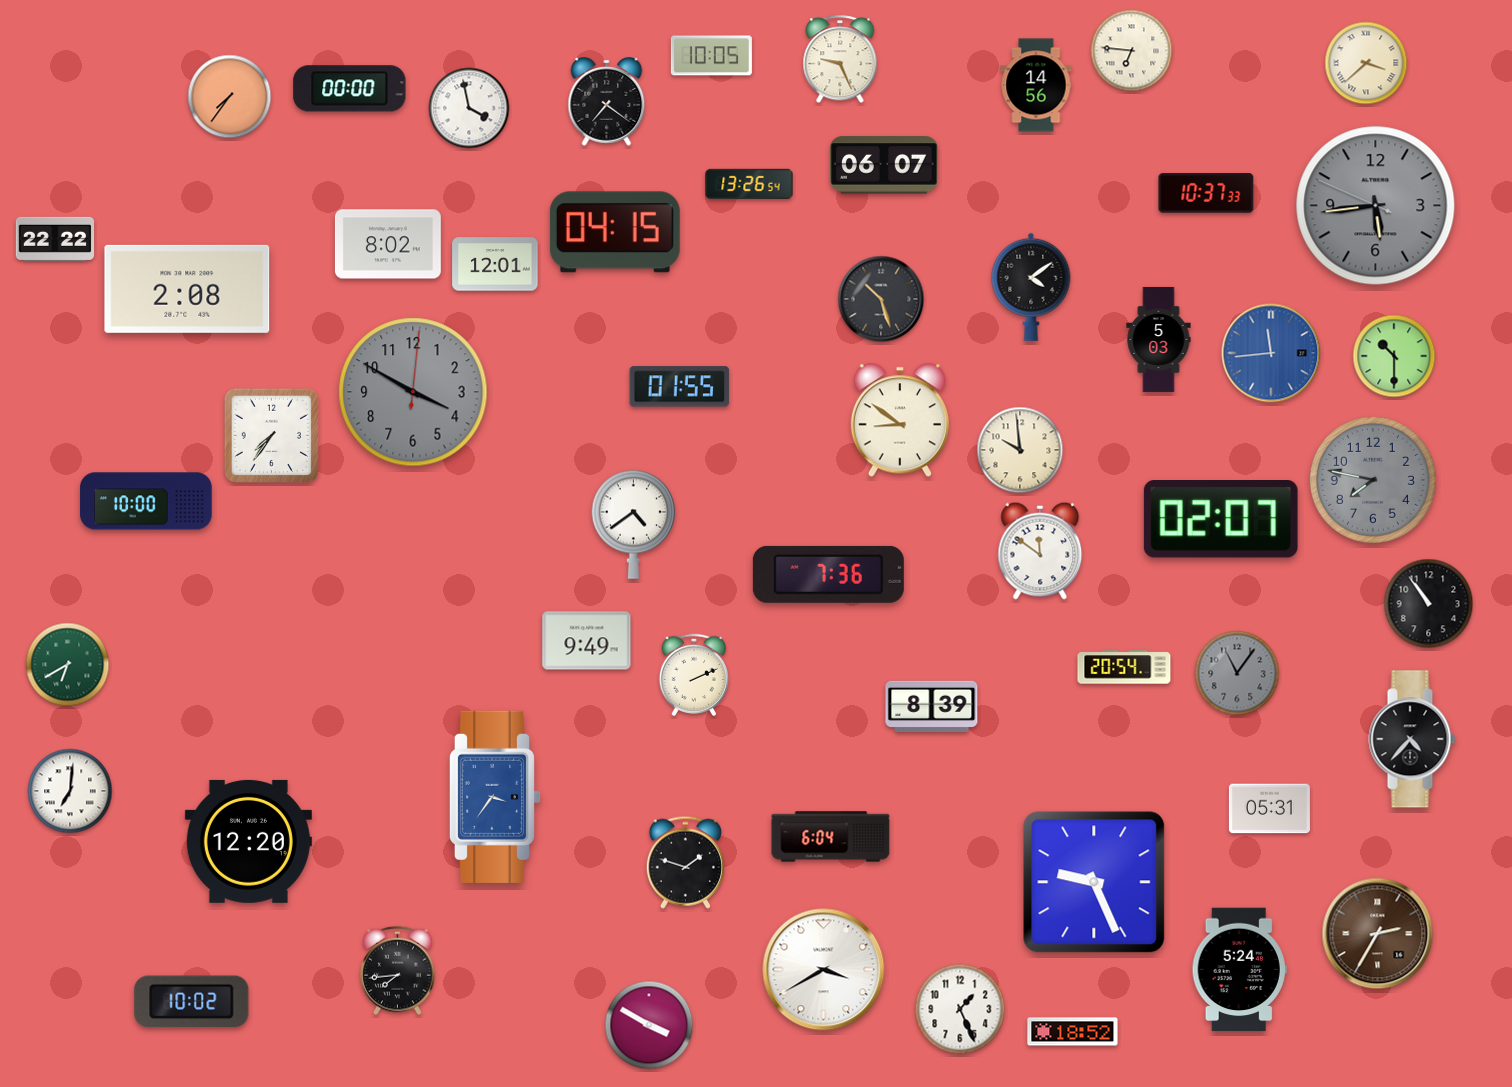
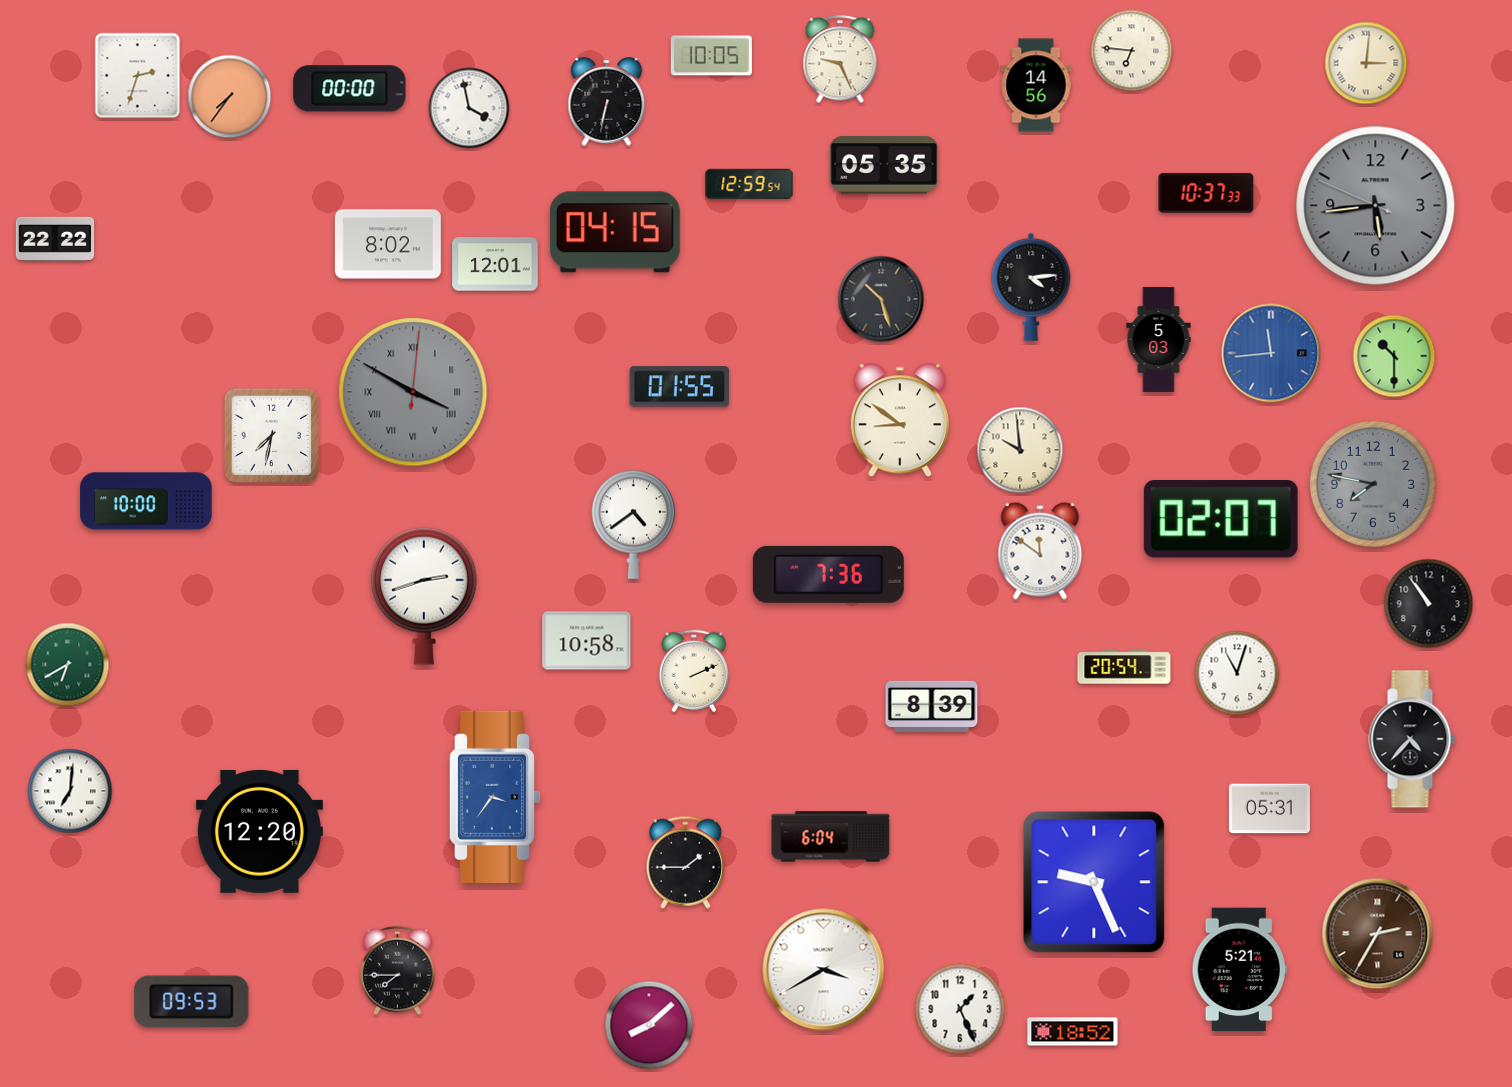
clock at (1366, 63): 3:38 -> 3:01
clock at (138, 76): none -> 2:33
clock at (607, 102): 7:21 -> 6:32
clock at (884, 165): 06:07 -> 05:35
clock at (749, 184): 13:26 -> 12:59
clock at (1031, 287): 4:09 -> 4:14
clock at (187, 289): 2:08 -> none
clock at (413, 392) numerals: Arabic -> Roman
clock at (271, 435): 7:36 -> 7:32
clock at (1373, 480) position: (1373, 480) -> (1373, 484)
clock at (424, 596): none -> 2:42
clock at (587, 641): 9:49 -> 10:58
clock at (1237, 673): 11:06 -> 11:03
clock at (1237, 673) dial: grey -> white
clock at (694, 674) position: (694, 674) -> (694, 670)
clock at (248, 841) position: (248, 841) -> (259, 831)
clock at (685, 862): 1:48 -> 1:45
clock at (1239, 970): 5:24 -> 5:21
clock at (398, 971): 7:44 -> 7:45
clock at (192, 1002): 10:02 -> 09:53
clock at (649, 1025): 3:50 -> 8:08
